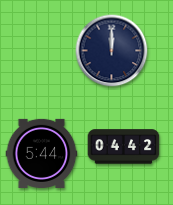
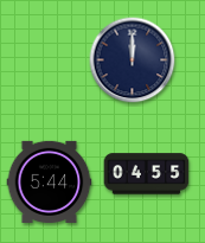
clock at (124, 147): 04:42 -> 04:55
